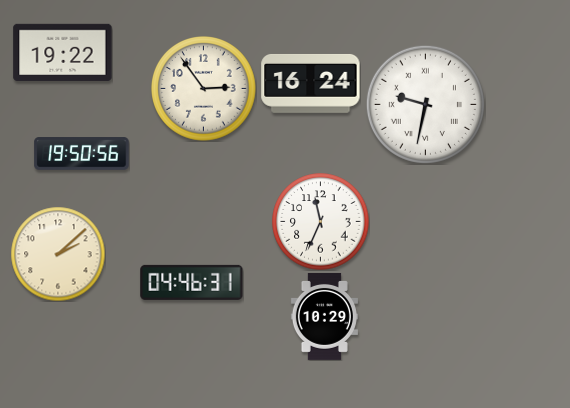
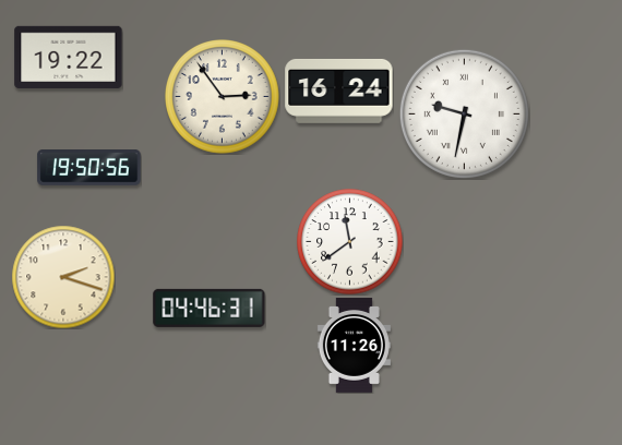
clock at (321, 222): 11:34 -> 11:39
clock at (58, 254): 2:08 -> 2:18
clock at (324, 316): 10:29 -> 11:26
